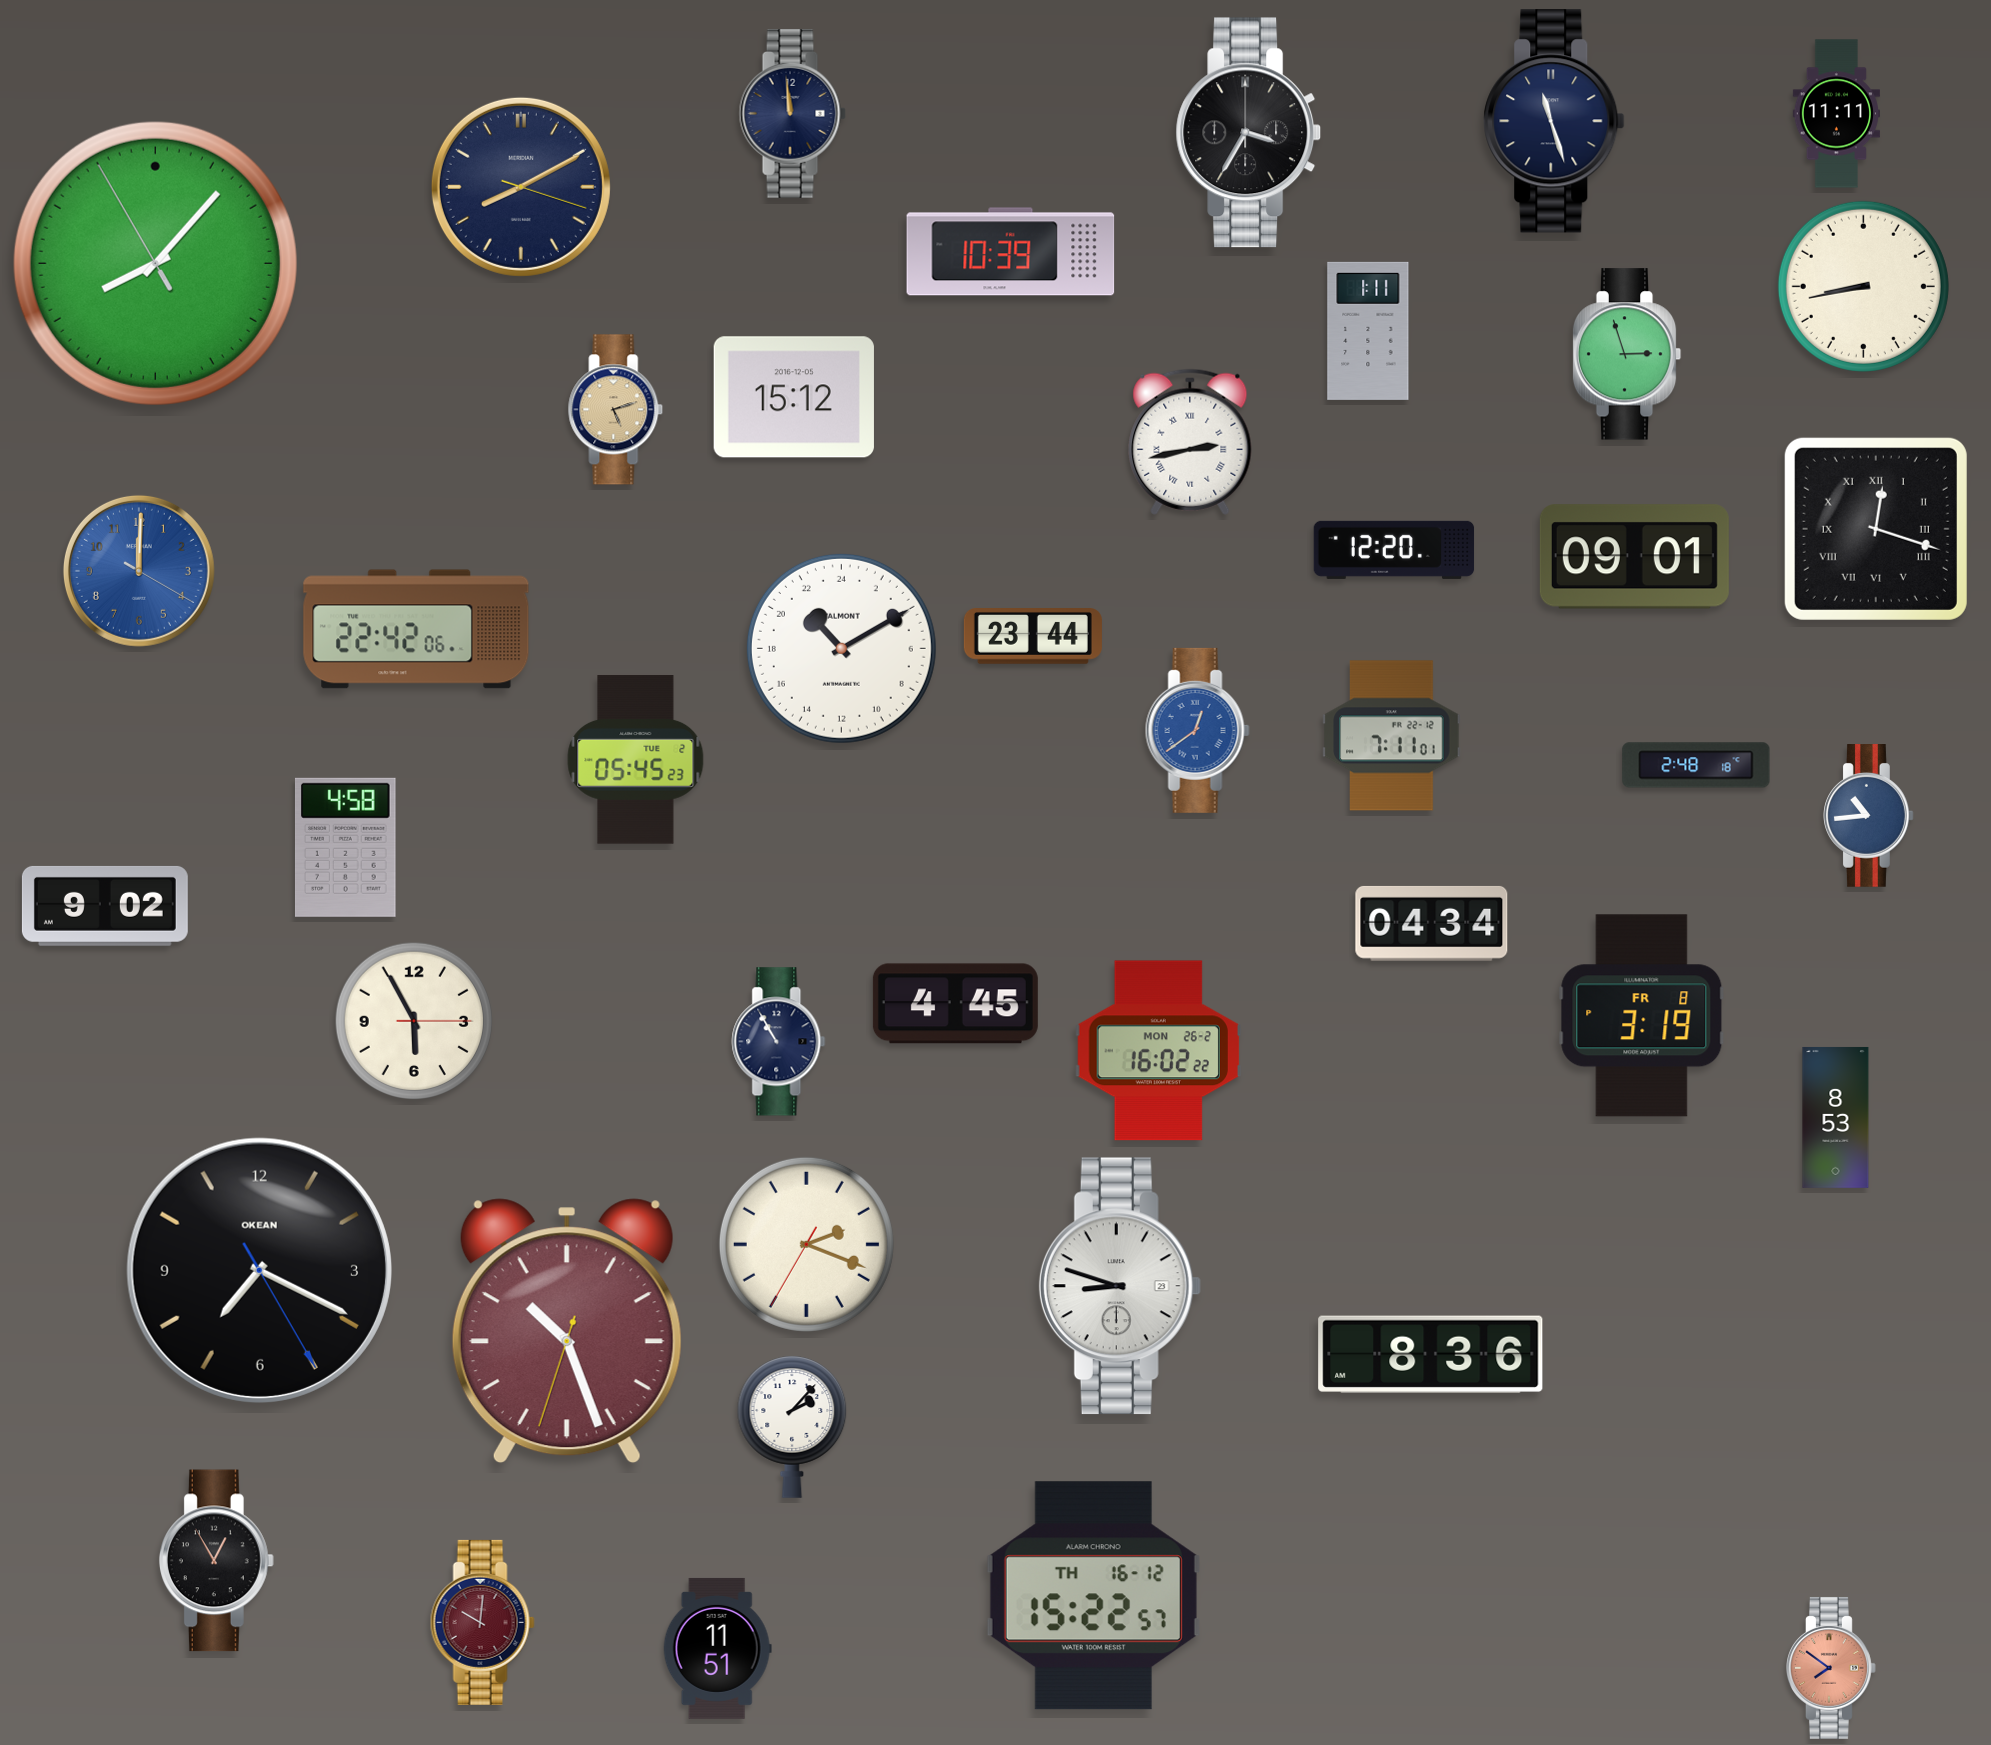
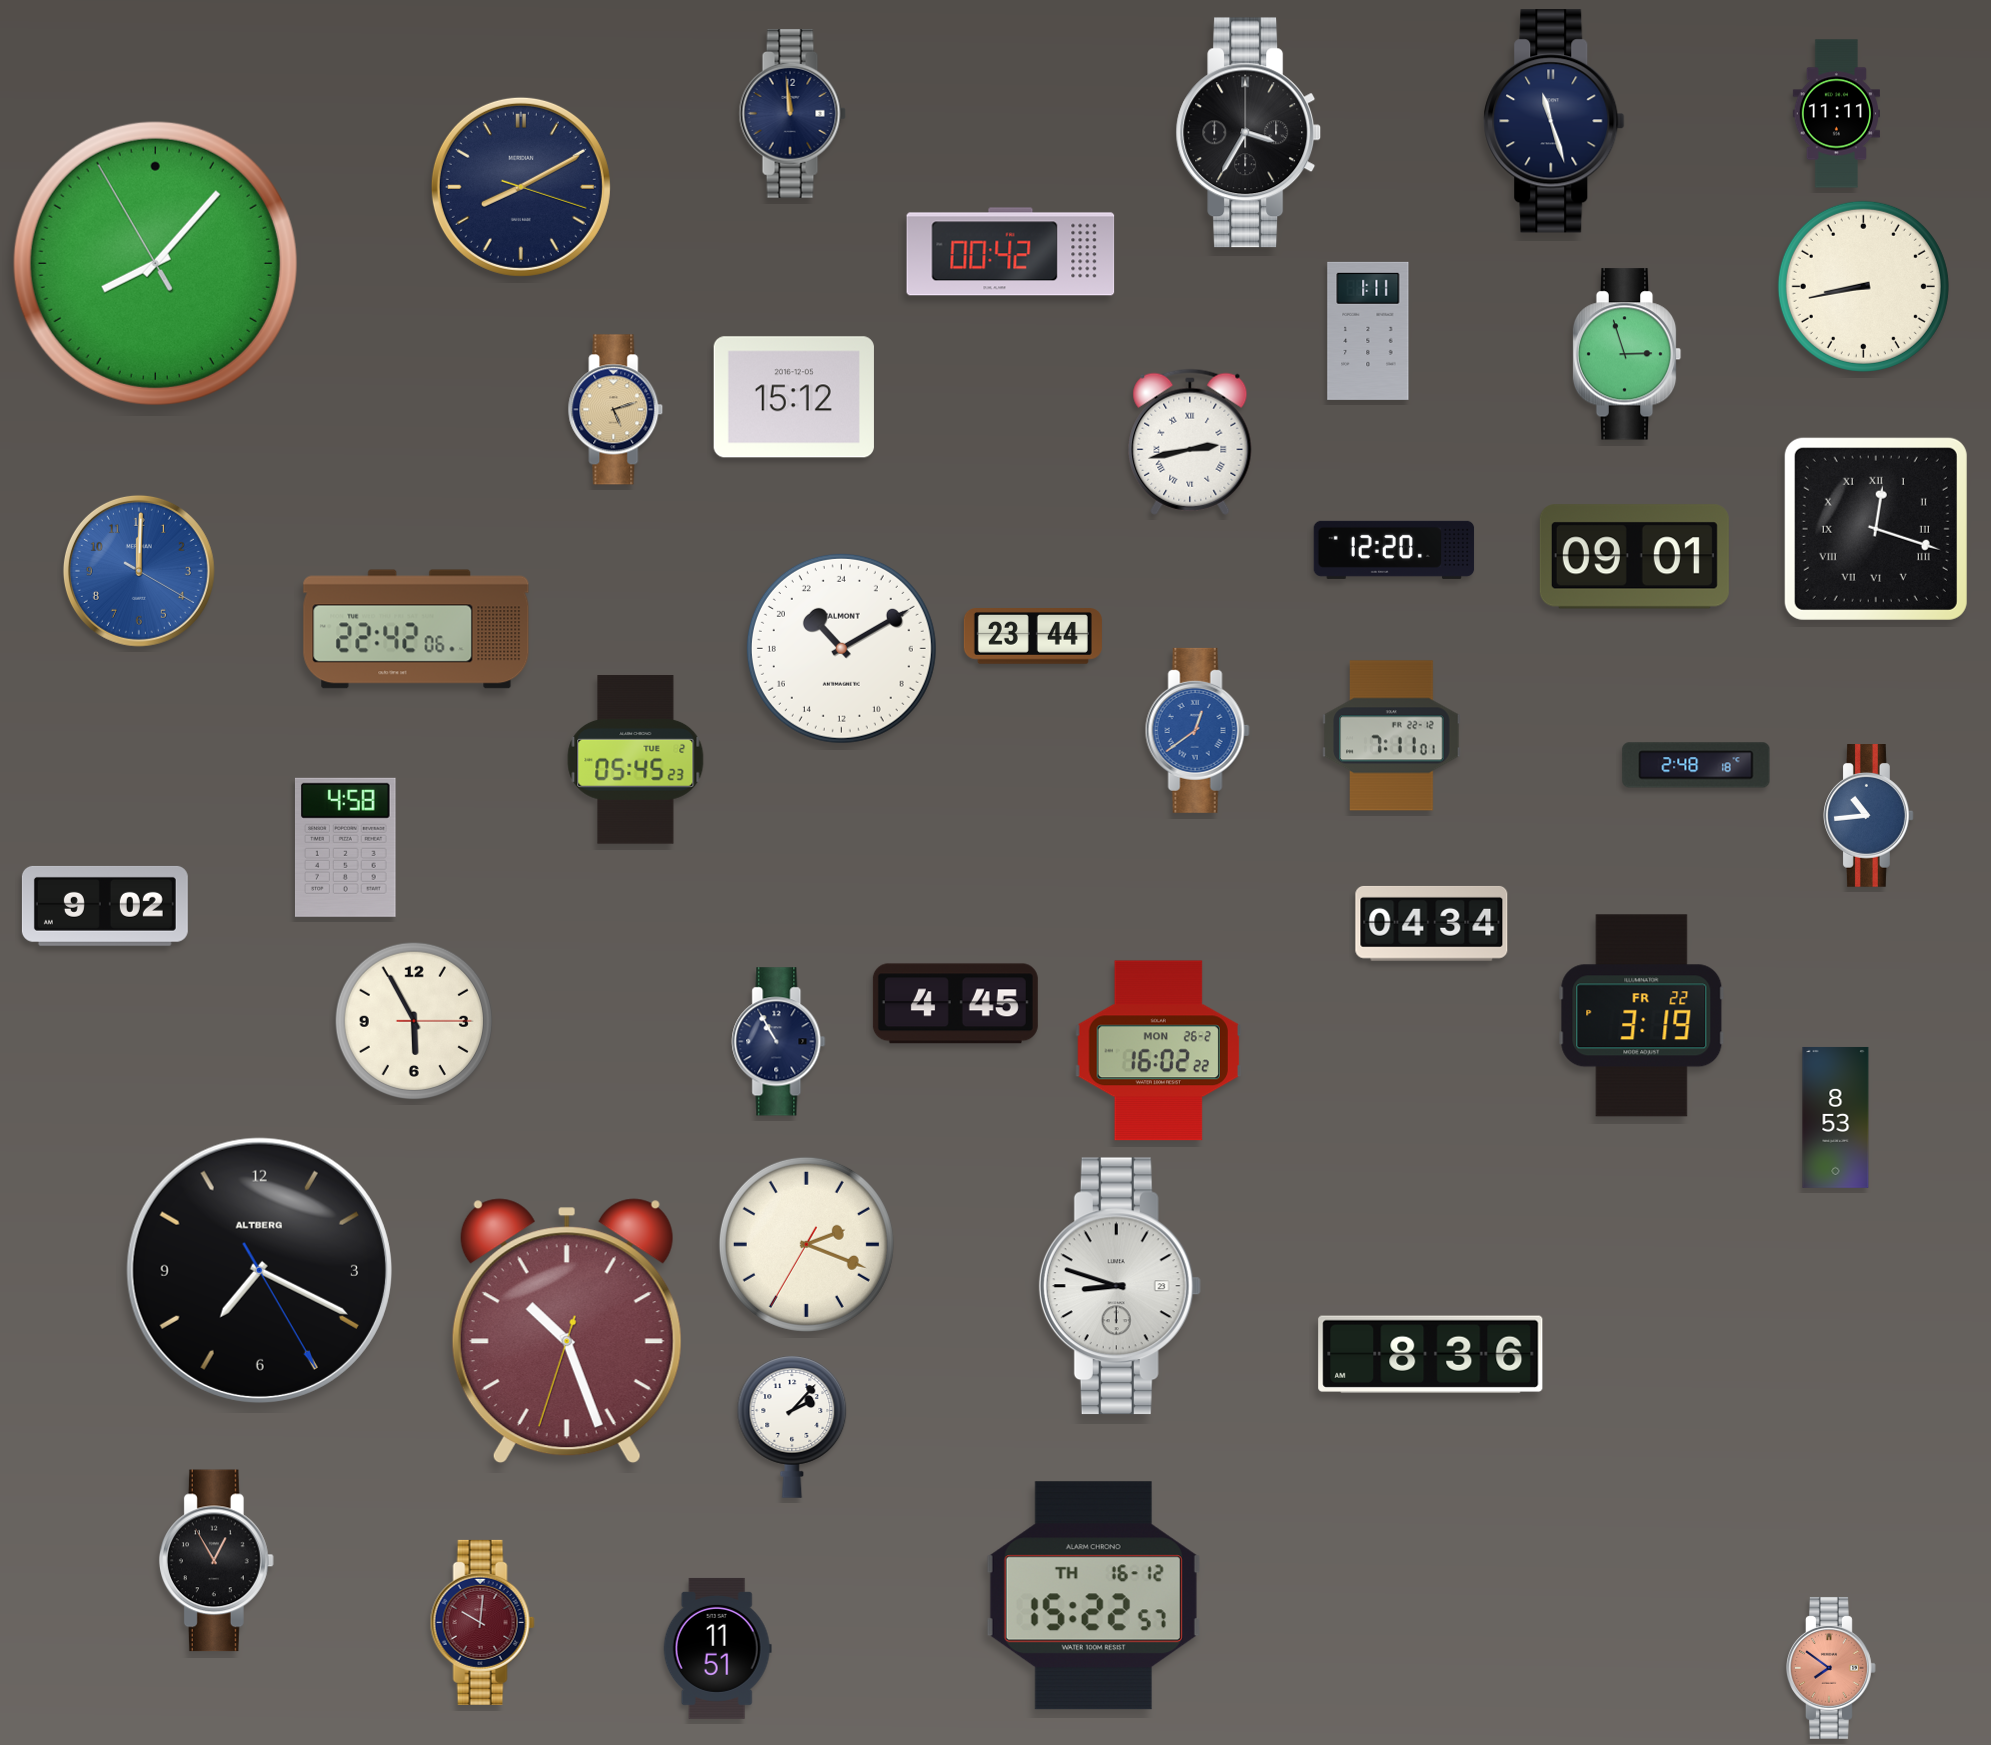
clock at (1011, 252): 10:39 -> 00:42
clock at (1642, 1016) date: FR 8 -> FR 22
clock at (259, 1270) brand: OKEAN -> ALTBERG
